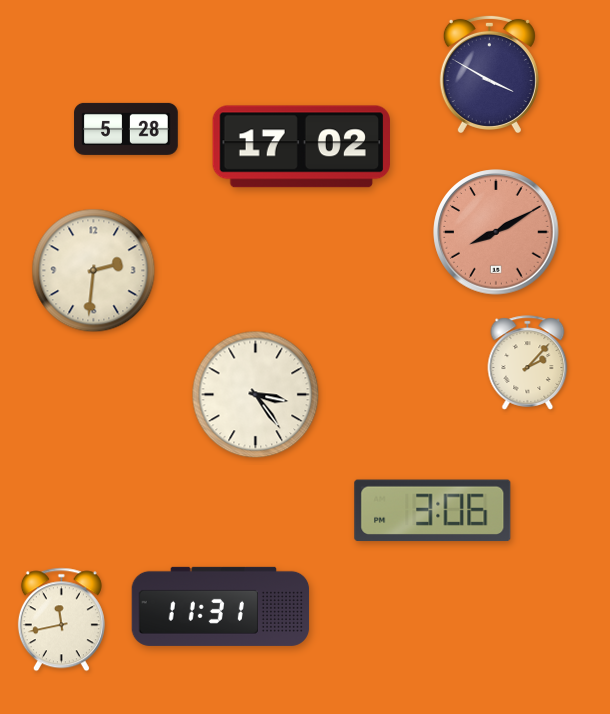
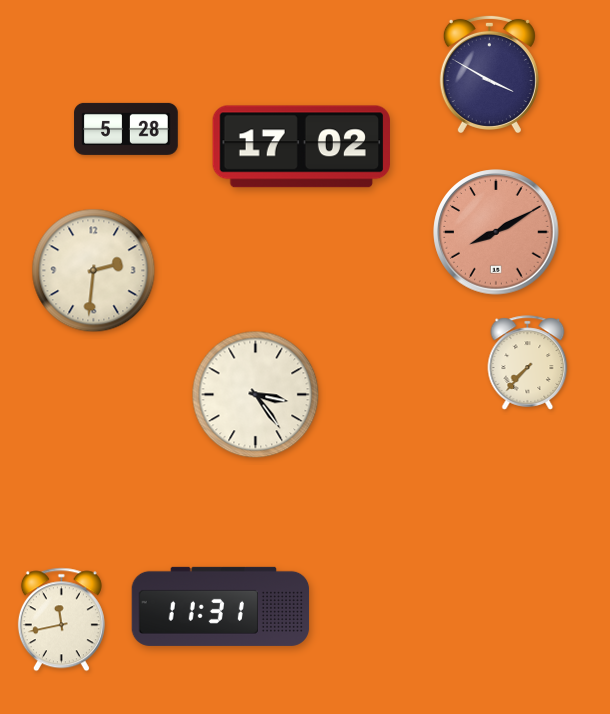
clock at (528, 363): 2:07 -> 7:37
clock at (433, 511): 3:06 -> none
